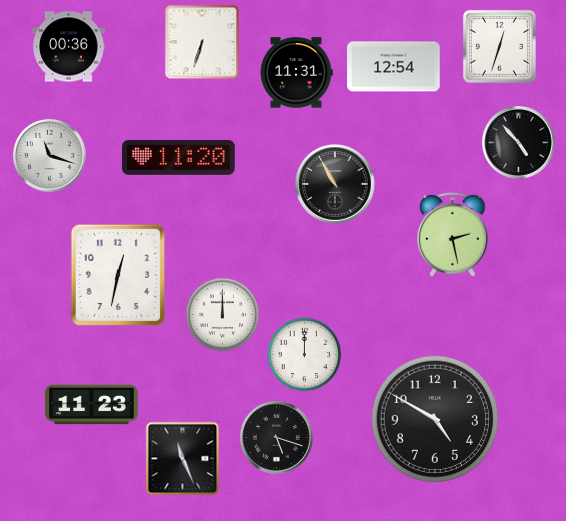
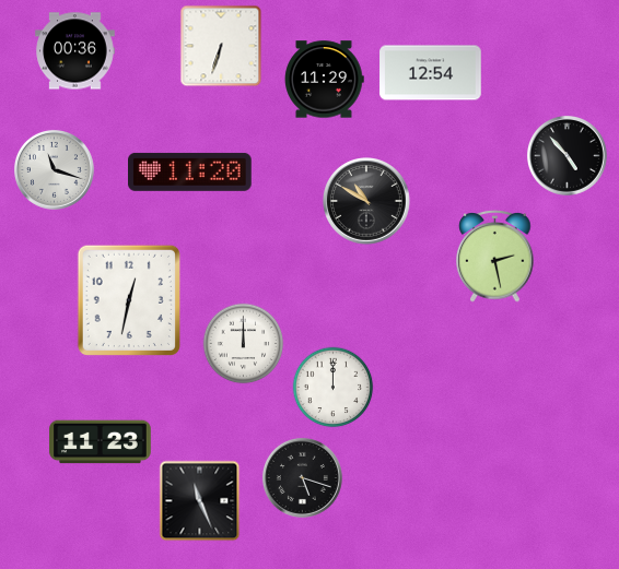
clock at (499, 46): 12:33 -> none
clock at (297, 73): 11:31 -> 11:29
clock at (179, 157) position: (179, 157) -> (190, 171)
clock at (336, 185): 10:55 -> 10:50
clock at (434, 418): 4:50 -> none
